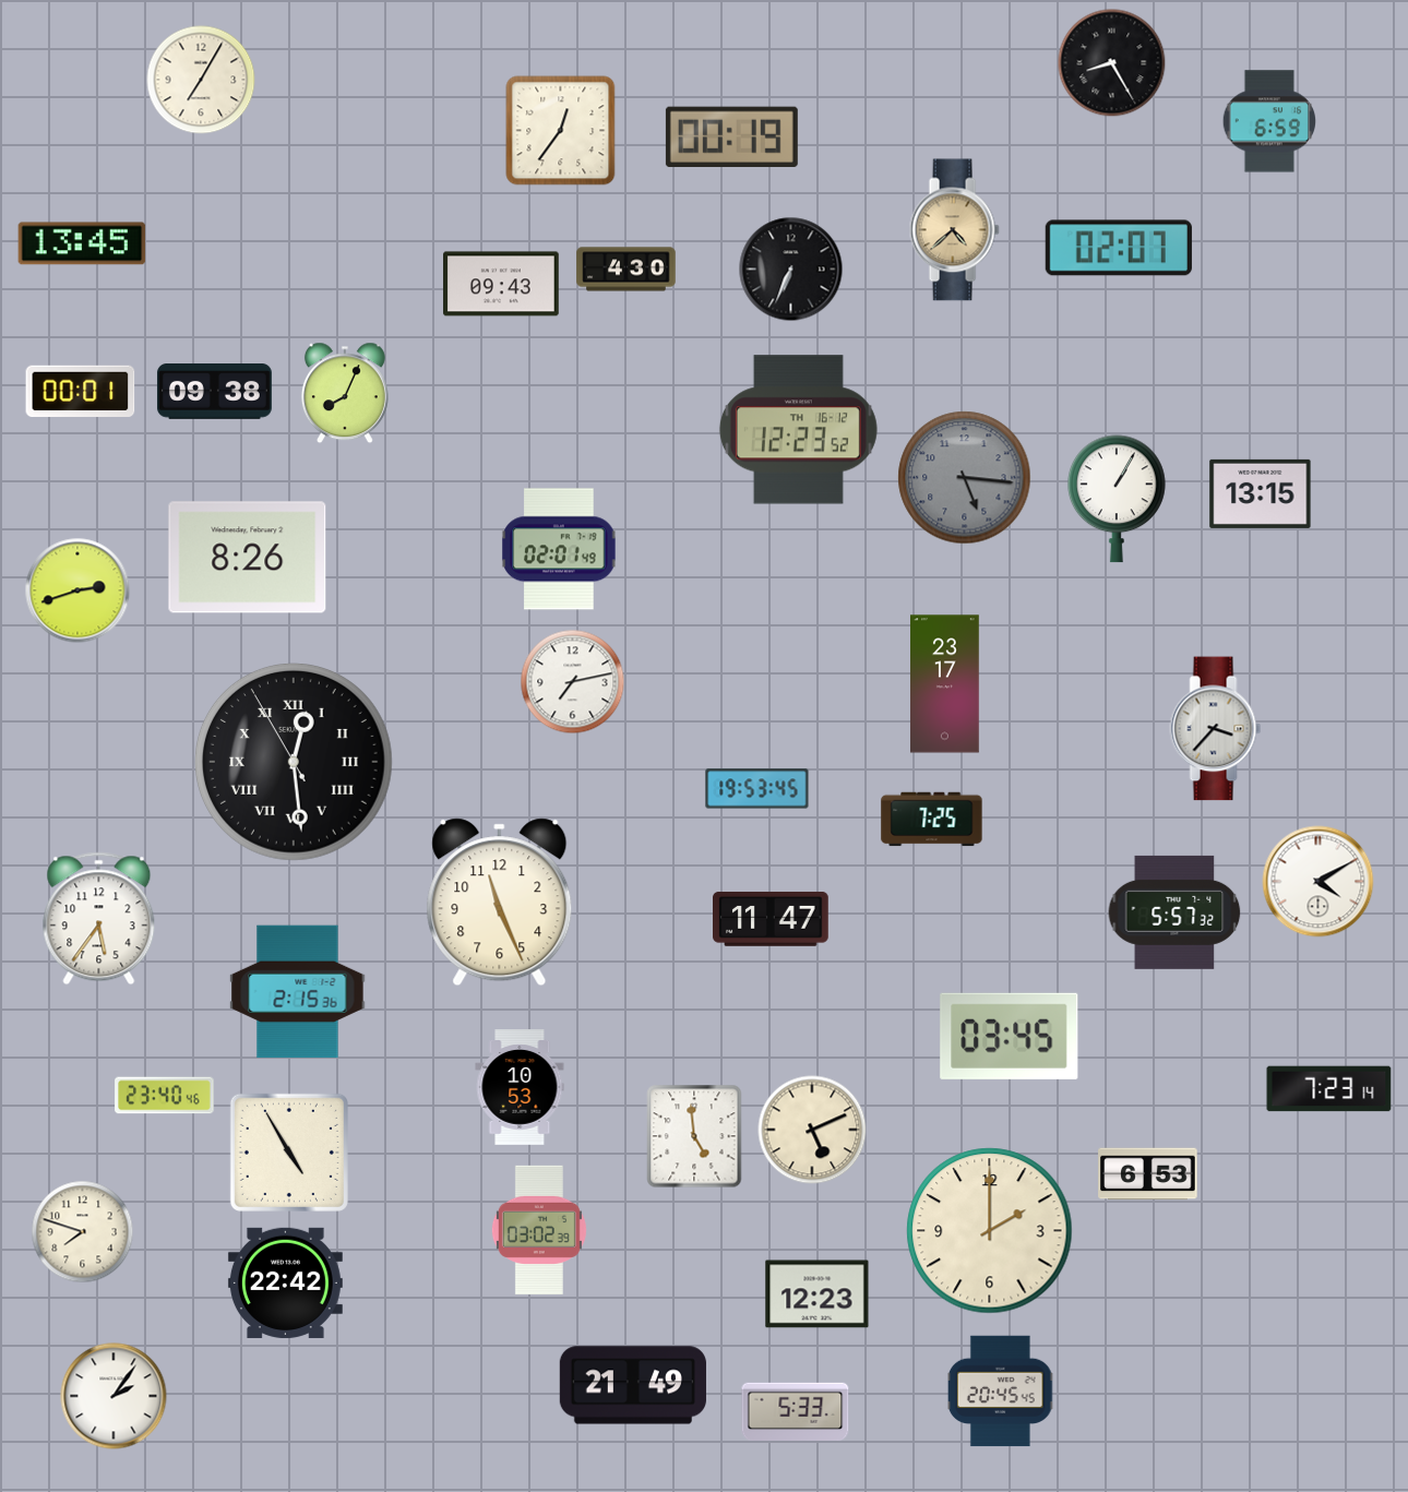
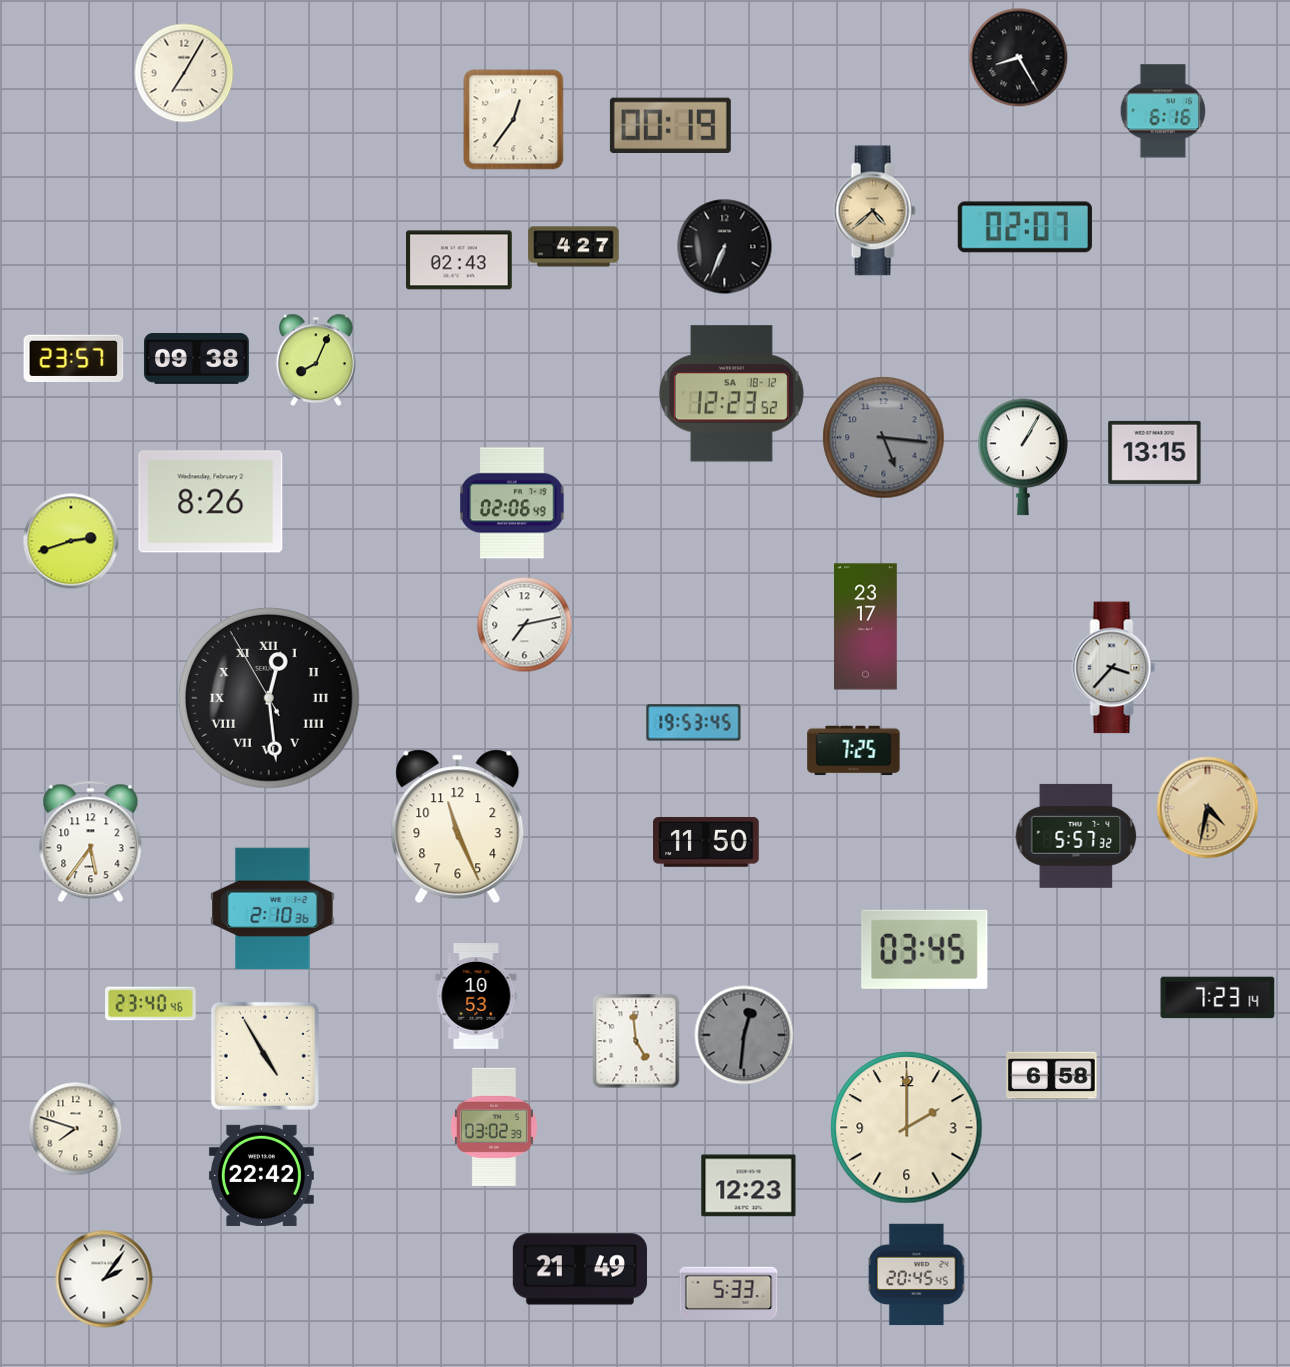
clock at (1269, 121): 6:59 -> 6:16
clock at (82, 243): 13:45 -> none
clock at (627, 270): 4:30 -> 4:27
clock at (502, 284): 09:43 -> 02:43
clock at (81, 392): 00:01 -> 23:57
clock at (798, 430) date: TH 16-12 -> SA 18-12
clock at (559, 549): 02:01 -> 02:06
clock at (248, 558) position: (248, 558) -> (211, 502)
clock at (1318, 882): 4:10 -> 4:32
clock at (1318, 882) dial: white -> champagne
clock at (772, 919): 11:47 -> 11:50
clock at (298, 992): 2:15 -> 2:10
clock at (812, 1130): 5:11 -> 12:31
clock at (812, 1130) dial: cream -> grey
clock at (1148, 1174): 6:53 -> 6:58
